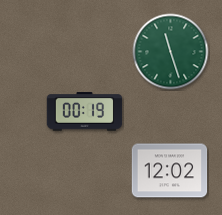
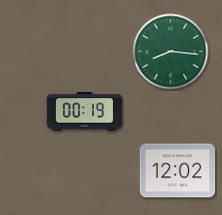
clock at (171, 52): 11:27 -> 8:16
clock at (170, 171) position: (170, 171) -> (178, 171)
